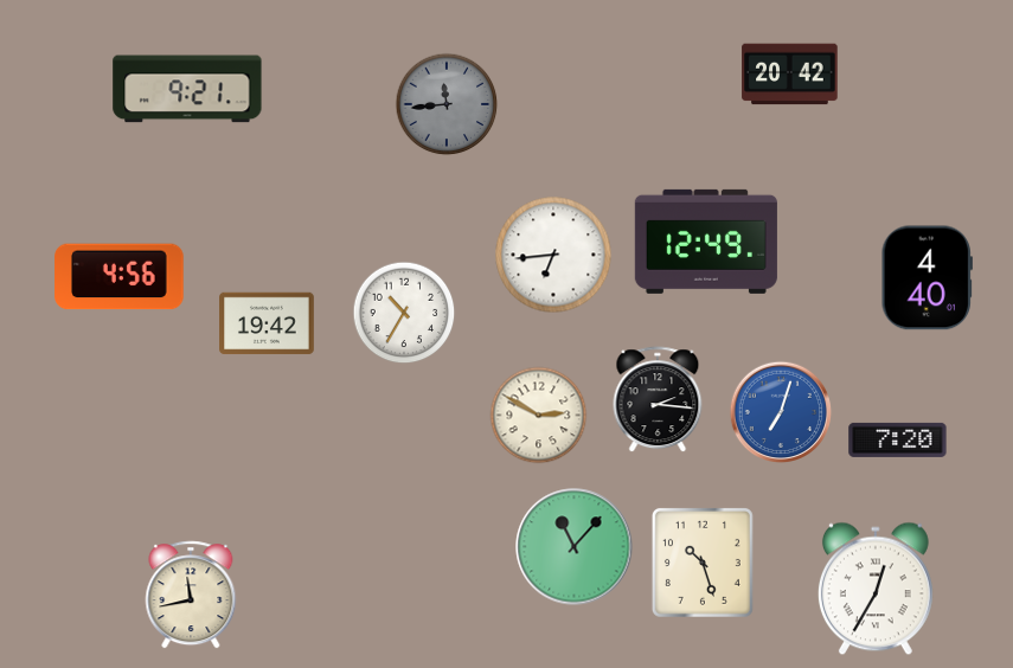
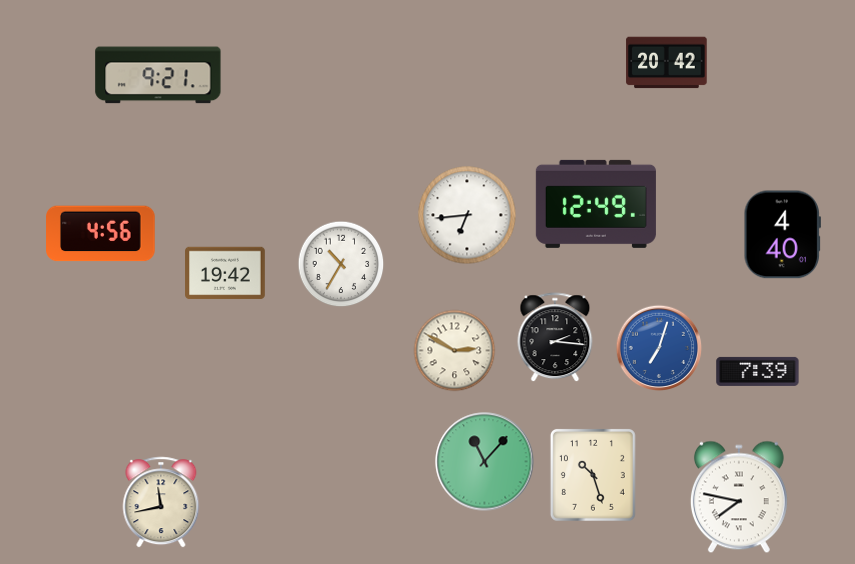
clock at (447, 104): 11:44 -> none
clock at (898, 439): 7:20 -> 7:39
clock at (876, 589): 12:35 -> 7:47
